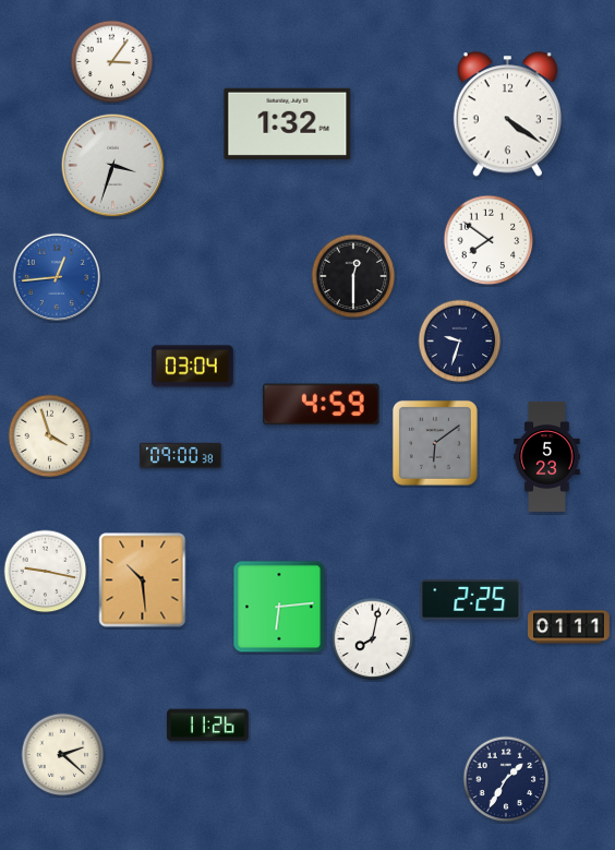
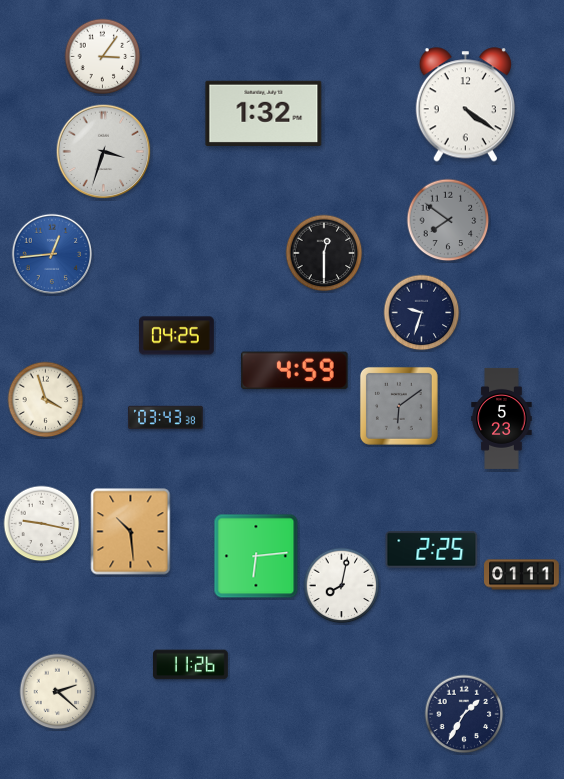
clock at (489, 240) dial: white -> grey
clock at (193, 367): 03:04 -> 04:25
clock at (181, 456): 09:00 -> 03:43
